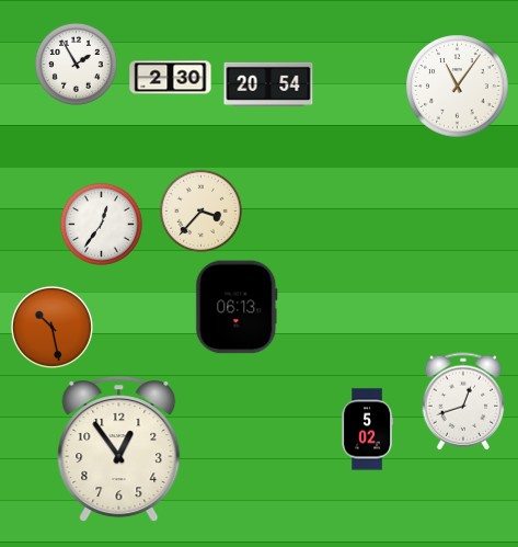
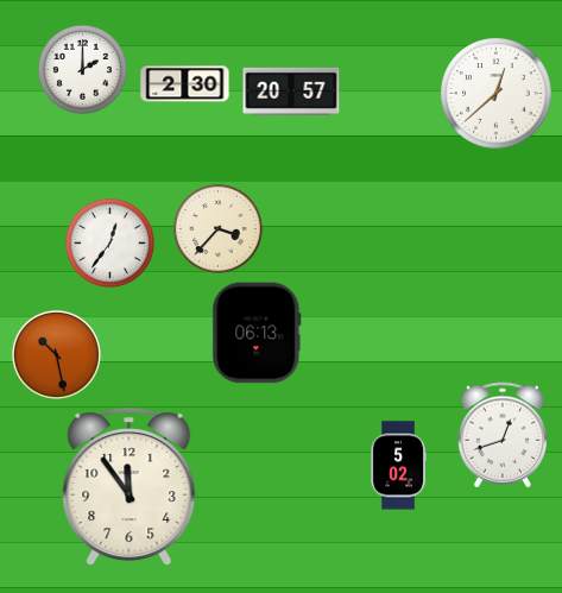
clock at (76, 64): 1:55 -> 2:00
clock at (268, 84): 20:54 -> 20:57
clock at (458, 87): 11:06 -> 12:38
clock at (119, 449): 12:54 -> 11:54
